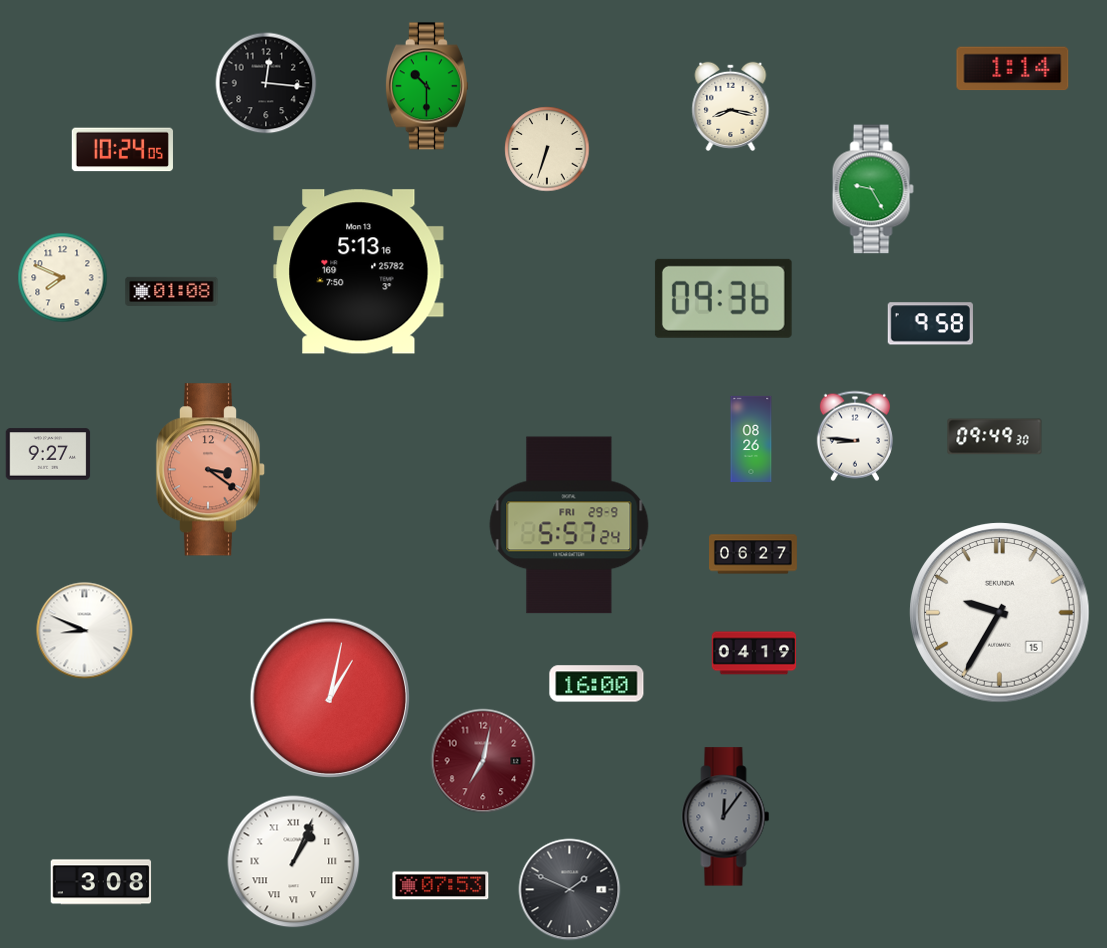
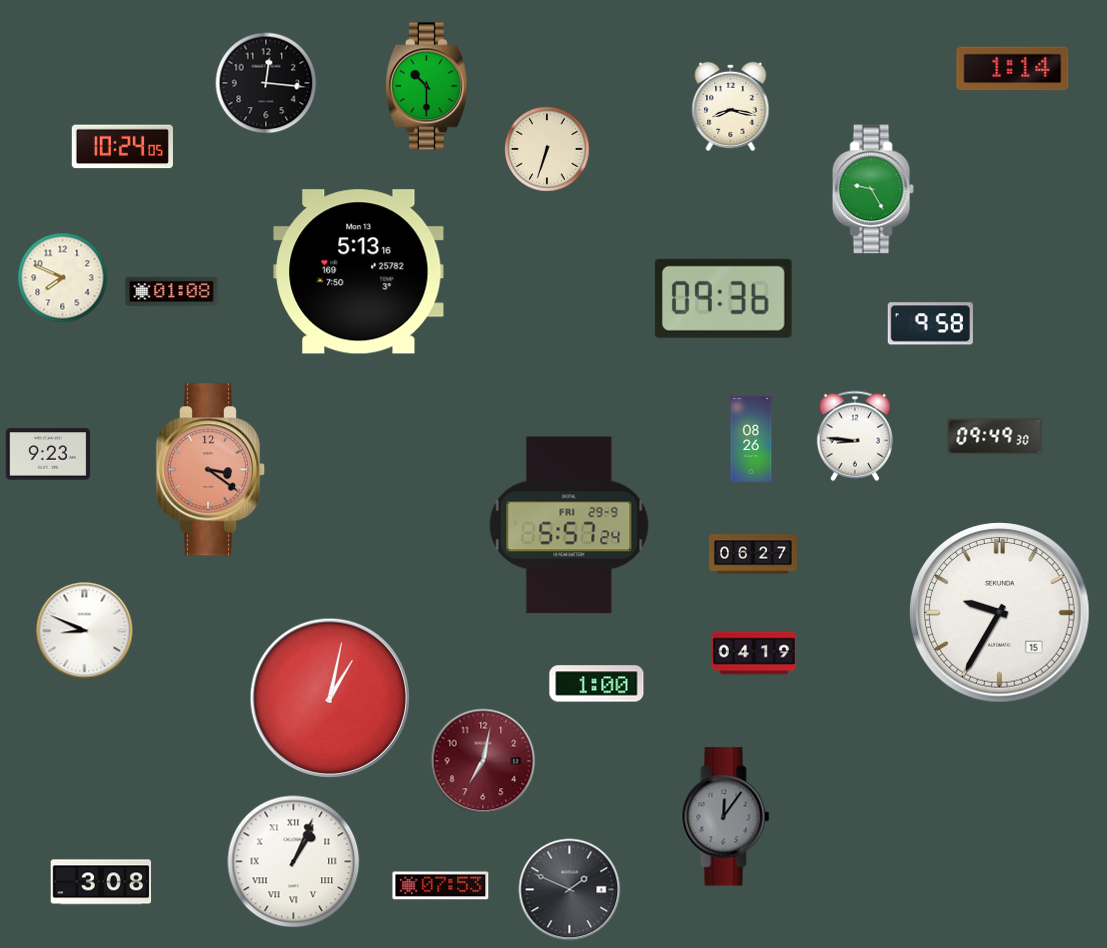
clock at (122, 150) position: (122, 150) -> (122, 147)
clock at (48, 454): 9:27 -> 9:23
clock at (597, 684): 16:00 -> 1:00
